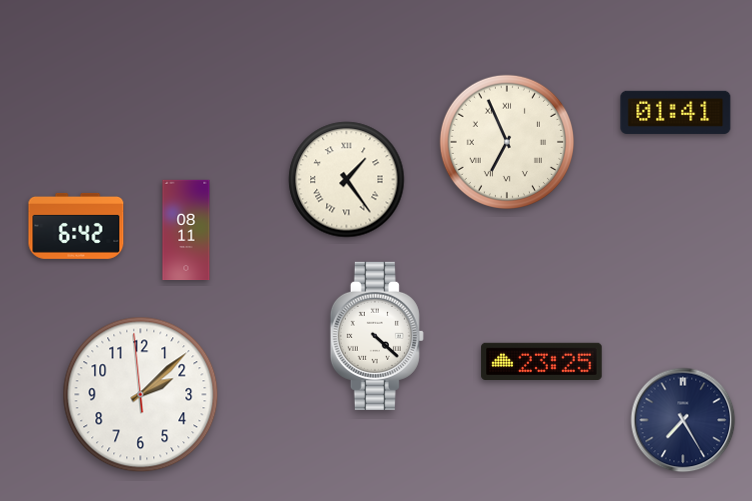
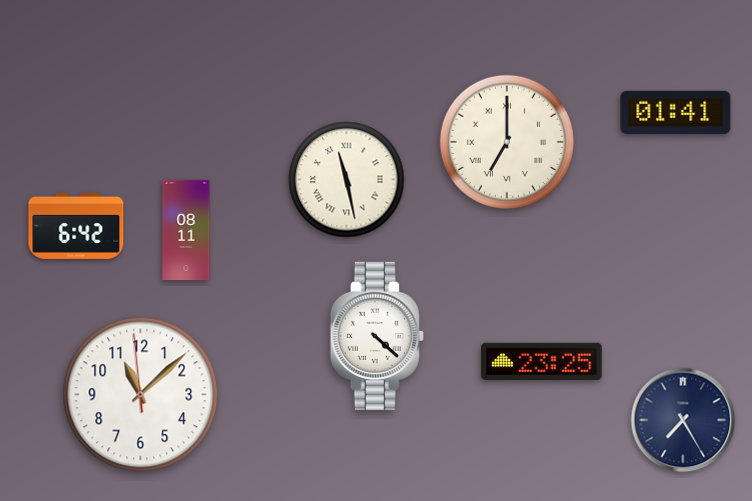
clock at (507, 142): 6:56 -> 7:00
clock at (347, 180): 1:24 -> 11:28
clock at (141, 395): 2:07 -> 11:07
